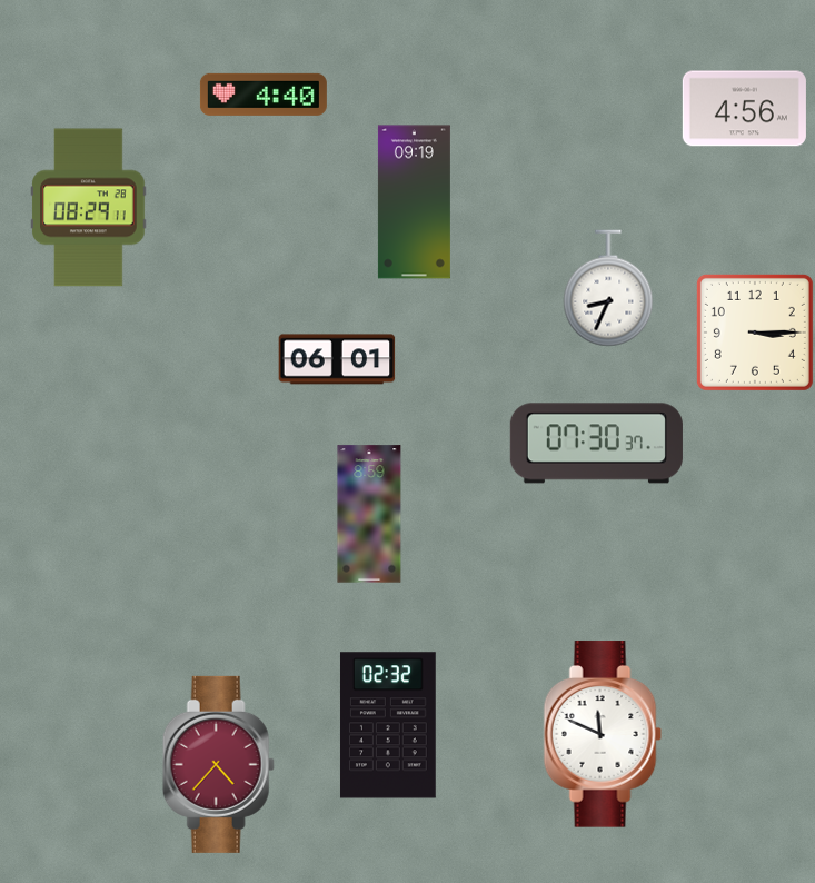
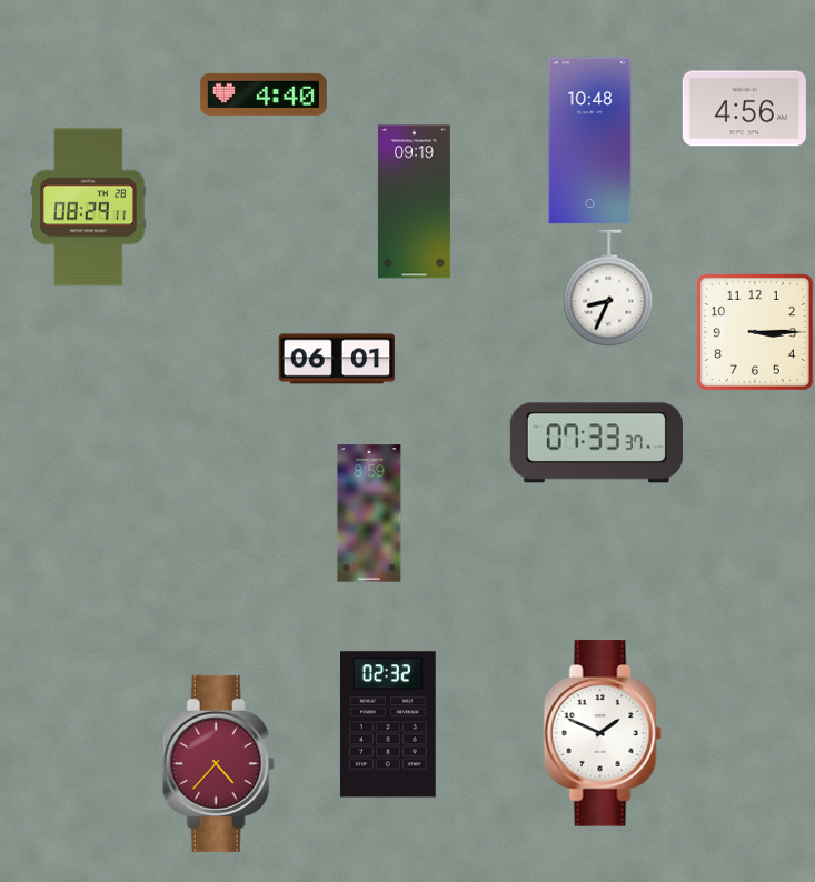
clock at (590, 141): none -> 10:48
clock at (596, 444): 07:30 -> 07:33
clock at (603, 734): 11:49 -> 1:49
